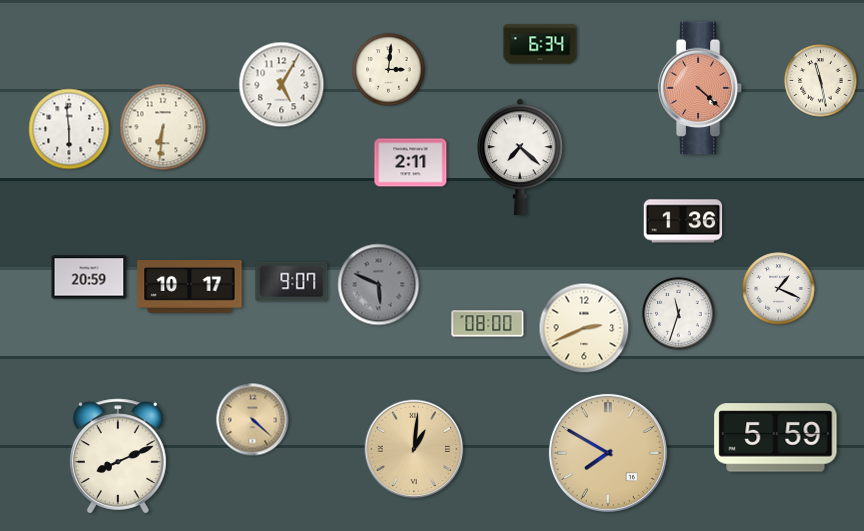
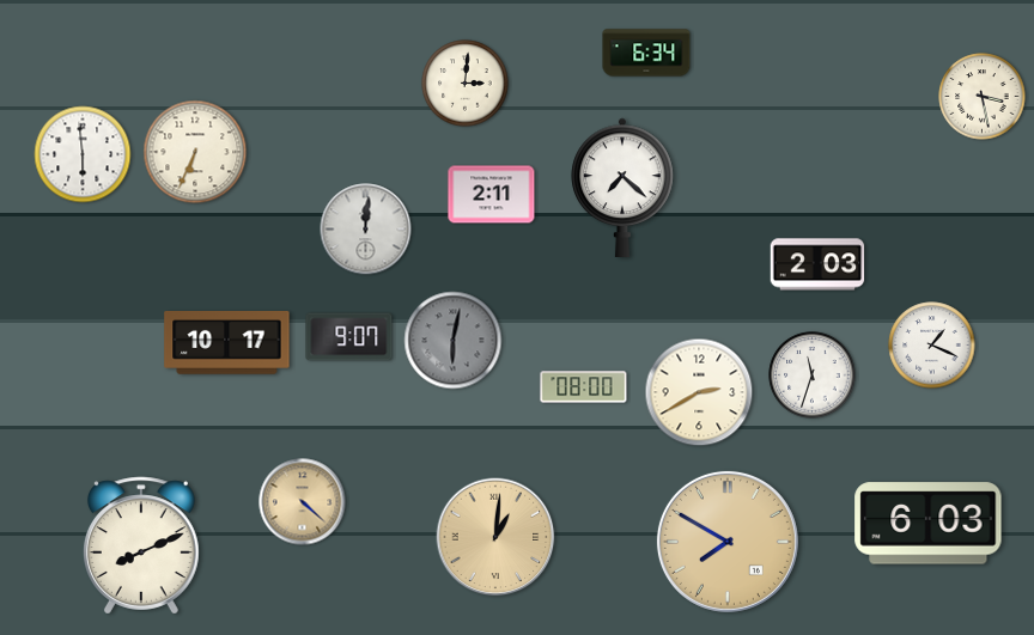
clock at (821, 81): 11:28 -> 3:28
clock at (282, 85): 5:05 -> none
clock at (700, 88): 4:22 -> none
clock at (163, 127): 6:31 -> 6:34
clock at (366, 230): none -> 12:01
clock at (683, 221): 1:36 -> 2:03
clock at (89, 277): 20:59 -> none
clock at (379, 285): 5:49 -> 6:02
clock at (584, 328): 2:41 -> 2:40
clock at (776, 438): 5:59 -> 6:03
